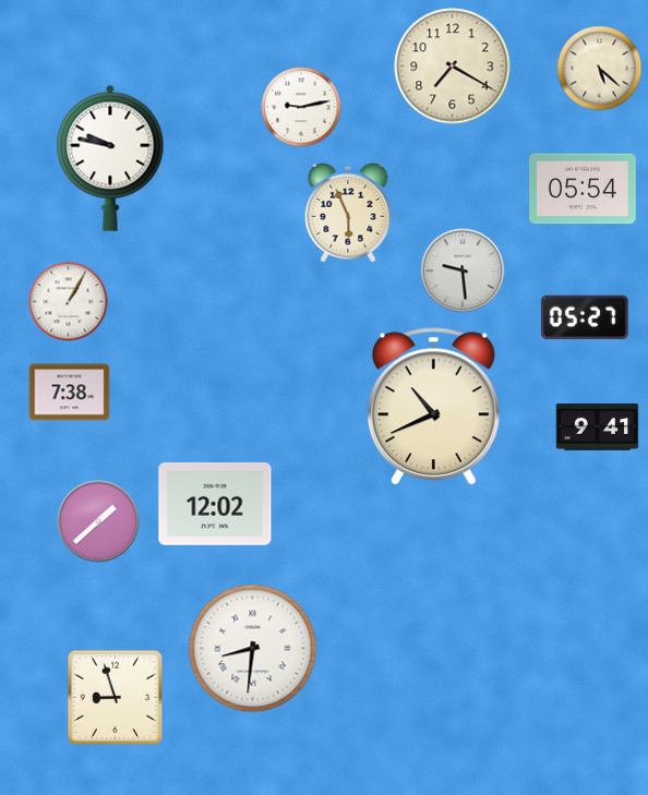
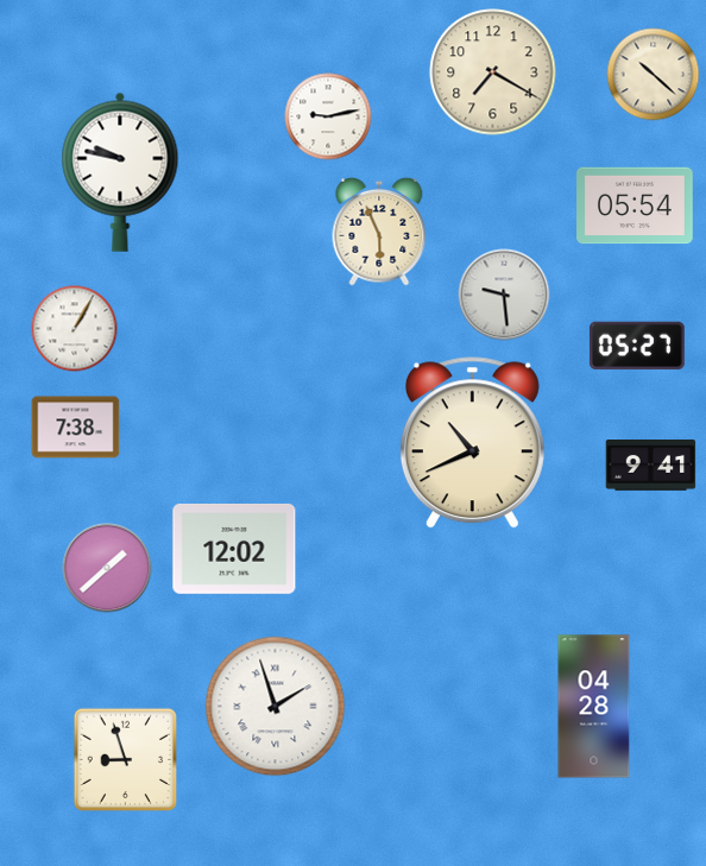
clock at (600, 69): 5:22 -> 10:22
clock at (253, 649): 8:31 -> 1:57
clock at (594, 707): none -> 04:28
